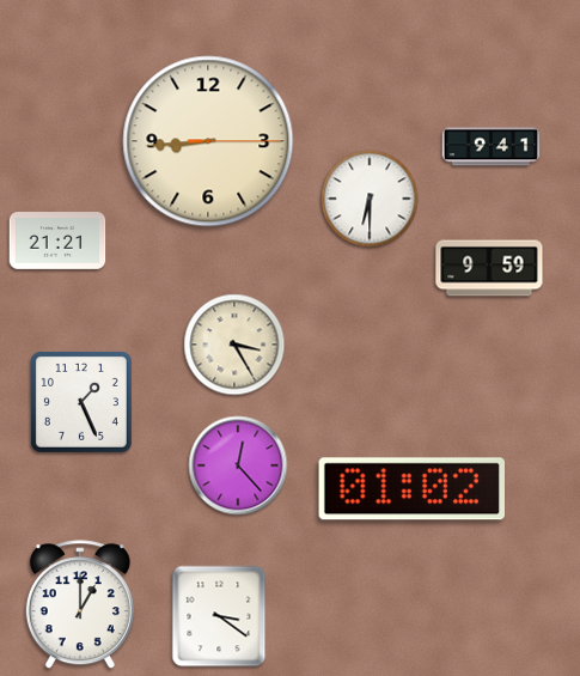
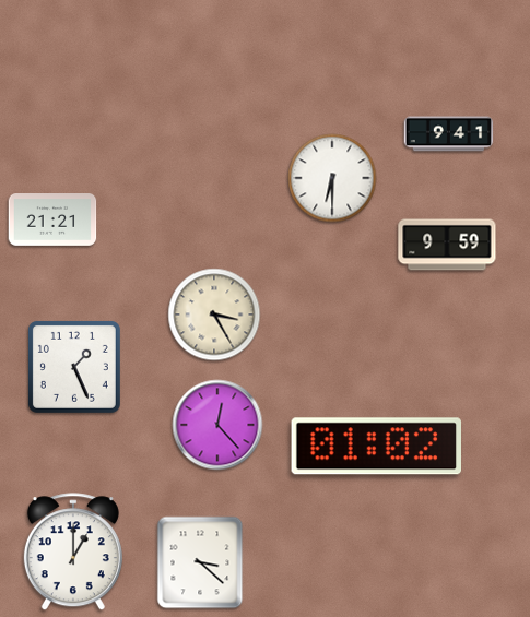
clock at (208, 141): 8:44 -> none
clock at (370, 199) position: (370, 199) -> (332, 178)
clock at (219, 616): 3:21 -> 3:22
